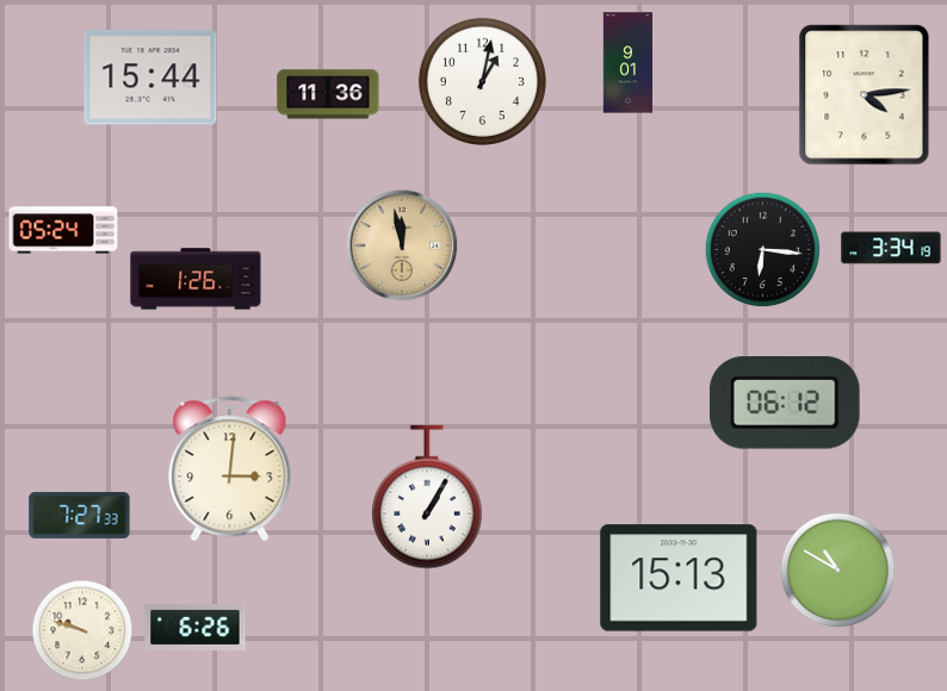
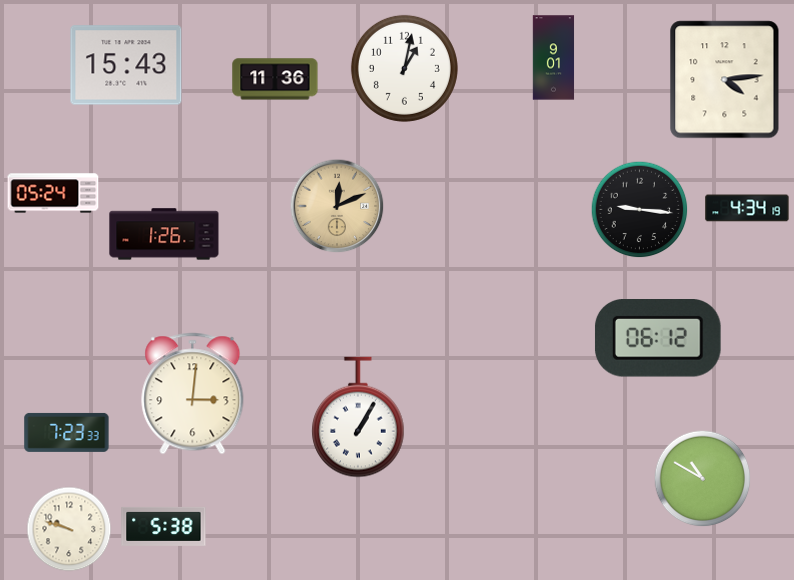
clock at (629, 63) position: (629, 63) -> (554, 58)
clock at (150, 77): 15:44 -> 15:43
clock at (402, 245): 11:58 -> 12:11
clock at (891, 248): 3:34 -> 4:34
clock at (763, 250): 6:16 -> 9:16
clock at (80, 515): 7:27 -> 7:23
clock at (679, 578): 15:13 -> none
clock at (196, 627): 6:26 -> 5:38
